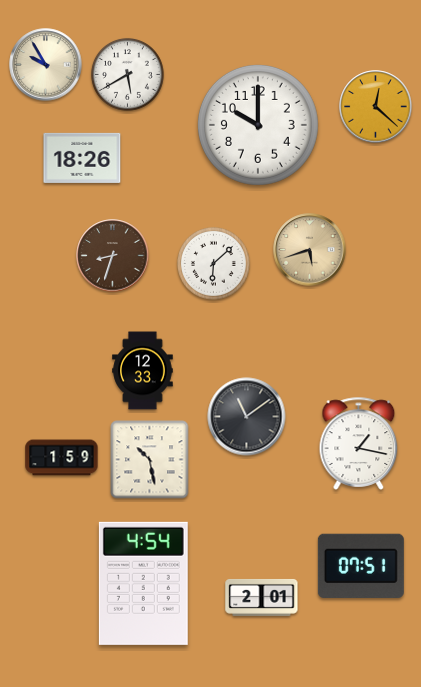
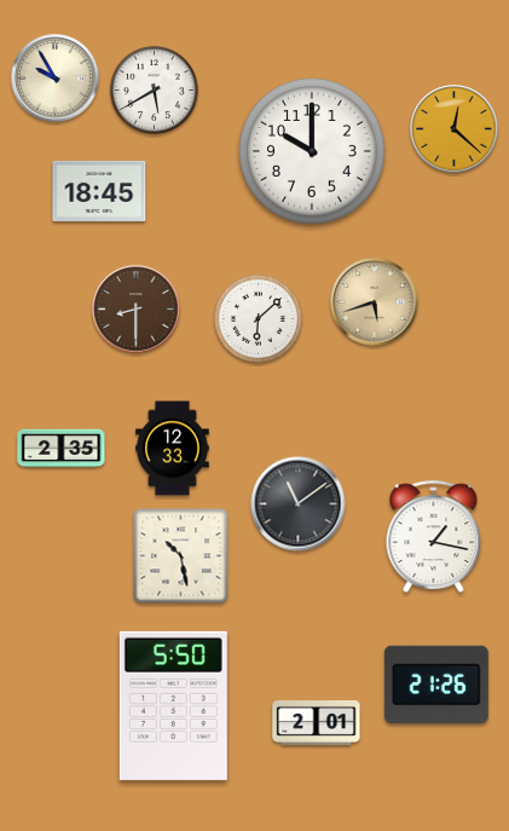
clock at (82, 158): 18:26 -> 18:45
clock at (113, 256): 8:33 -> 8:30
clock at (62, 449): none -> 2:35
clock at (62, 458): 1:59 -> none
clock at (361, 566): 07:51 -> 21:26
clock at (143, 583): 4:54 -> 5:50
